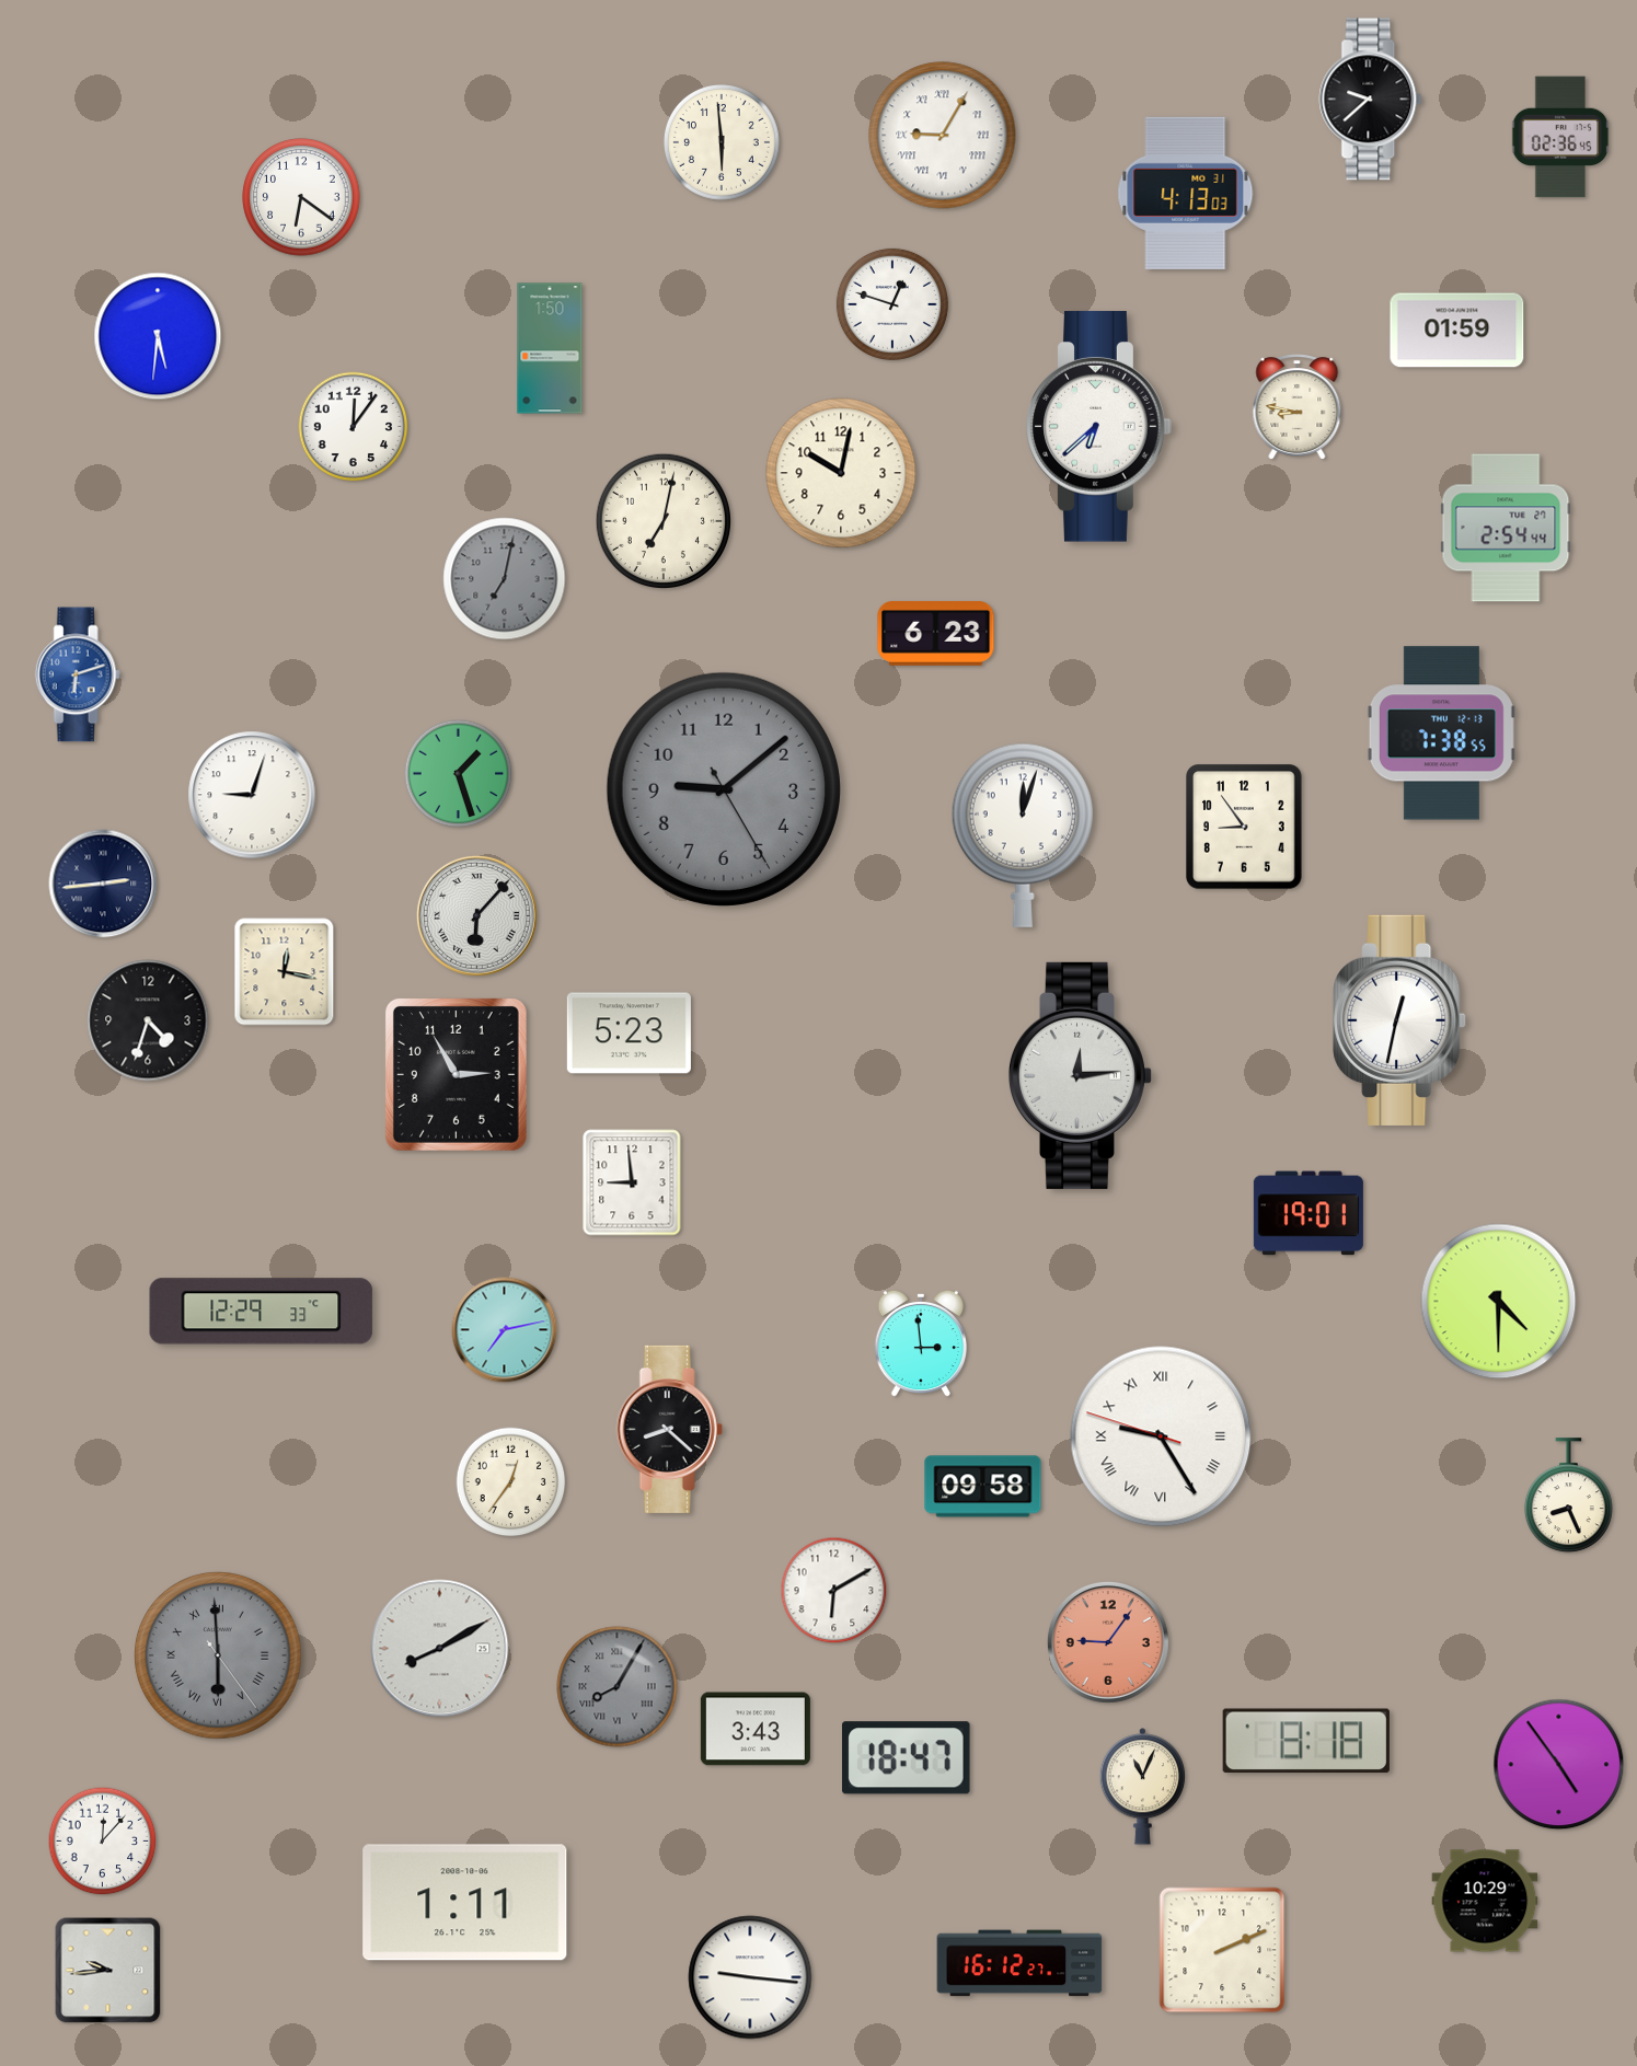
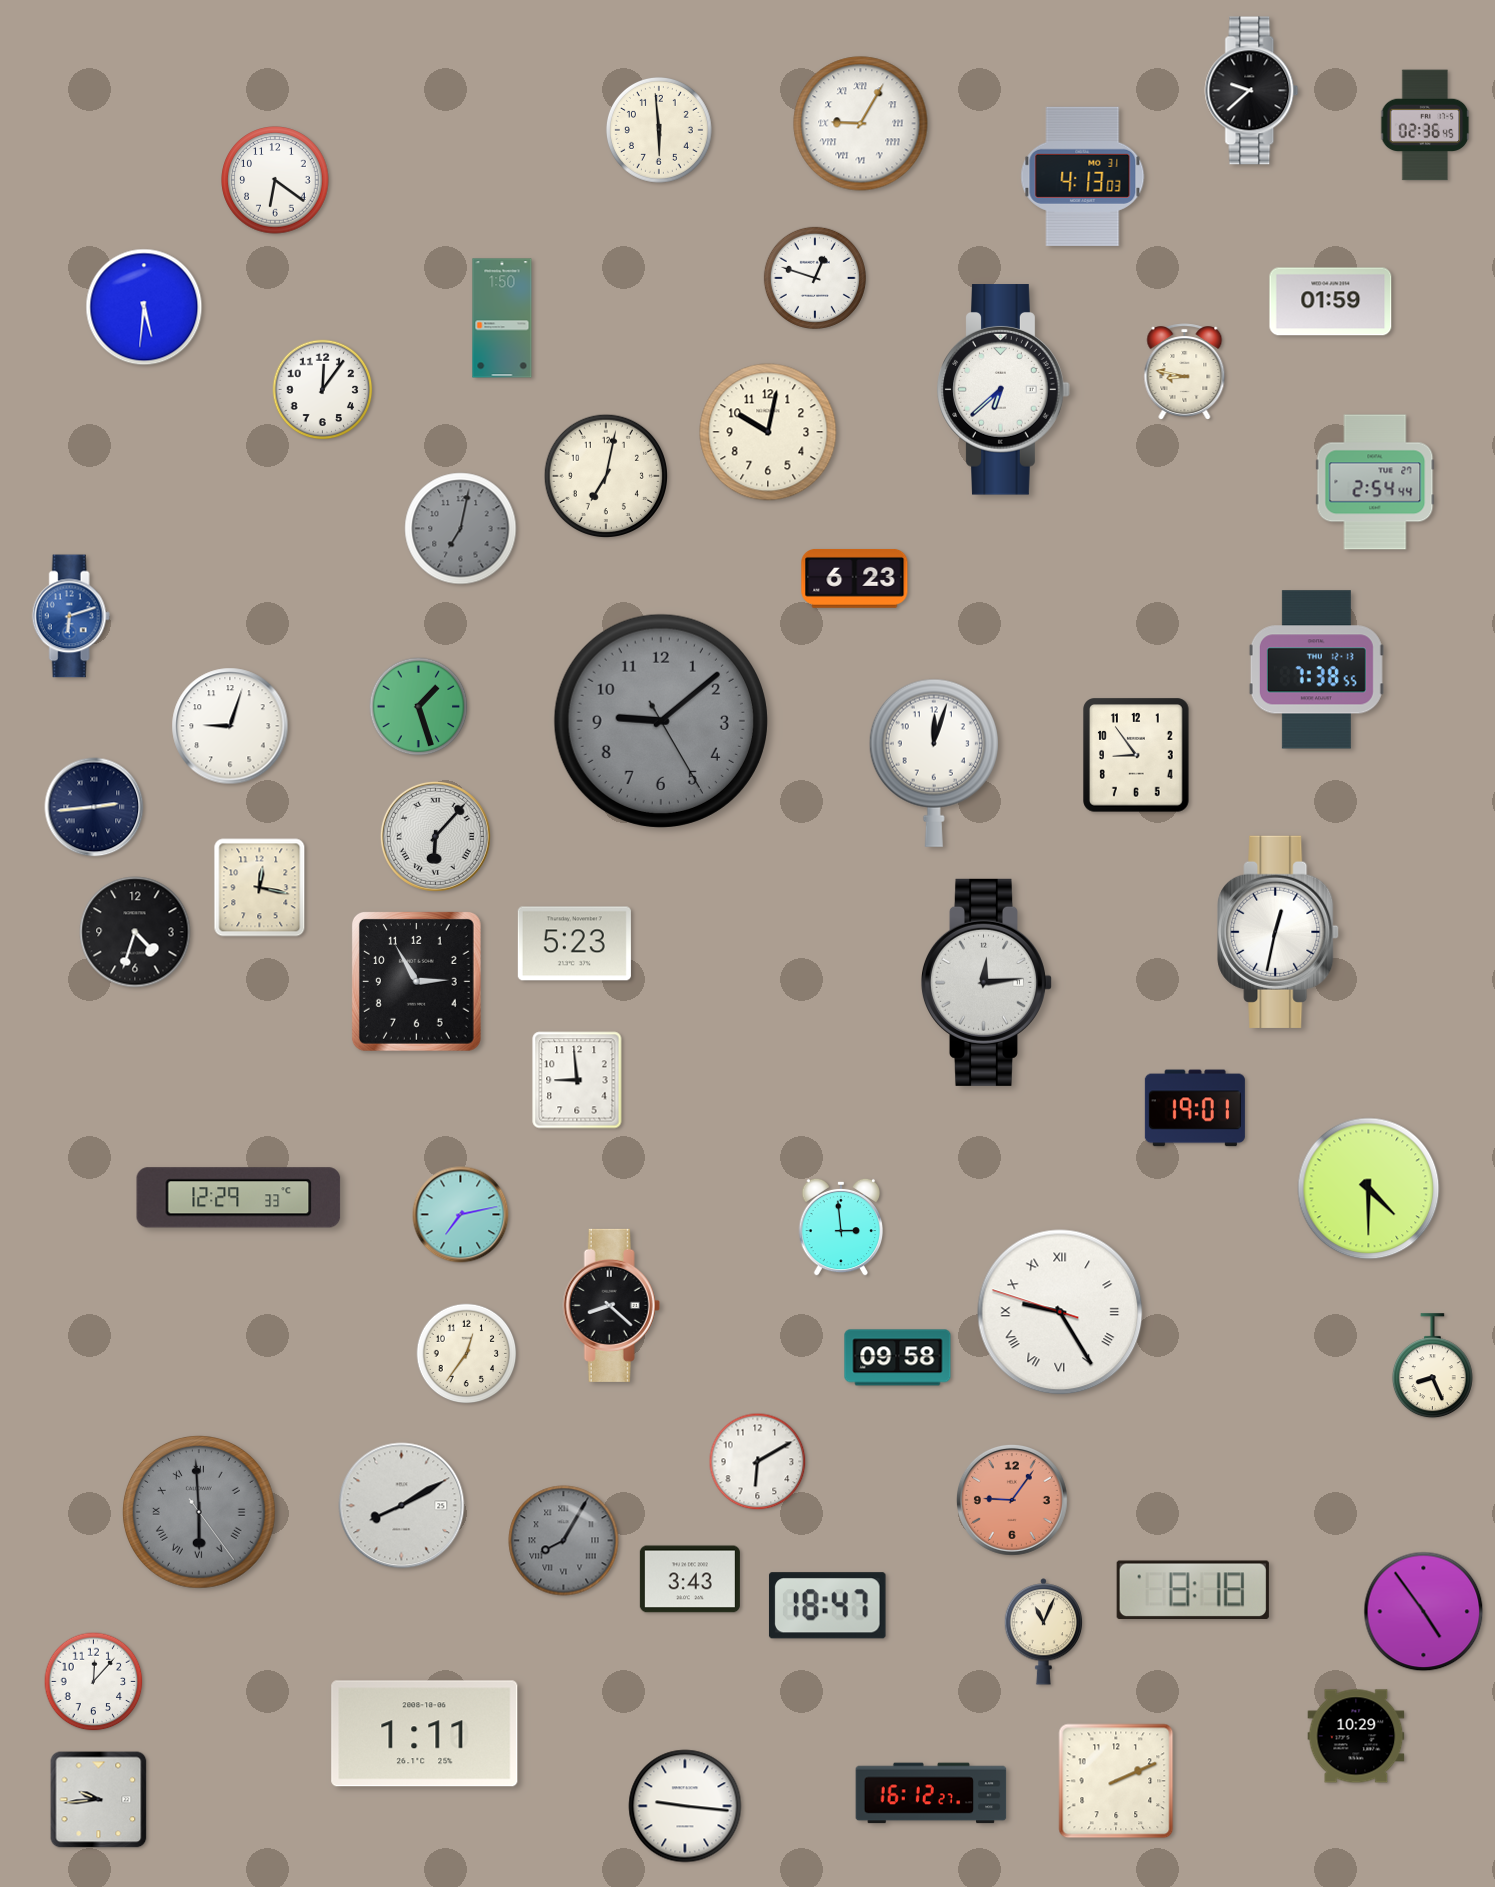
clock at (834, 1591) position: (834, 1591) -> (758, 1462)
clock at (465, 1903) position: (465, 1903) -> (425, 1734)
